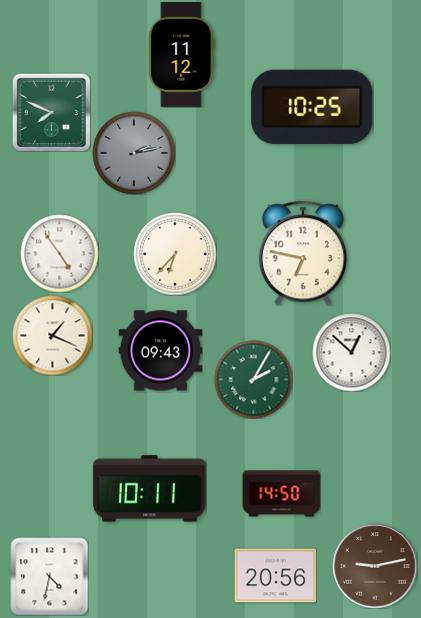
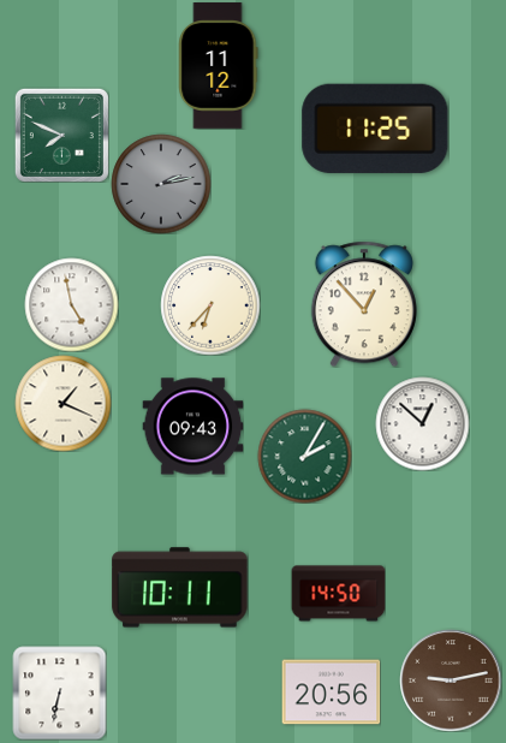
clock at (312, 107): 10:25 -> 11:25
clock at (59, 253): 4:54 -> 4:58
clock at (303, 253): 6:47 -> 12:53
clock at (160, 351) position: (160, 351) -> (192, 427)
clock at (49, 576): 4:32 -> 6:32
